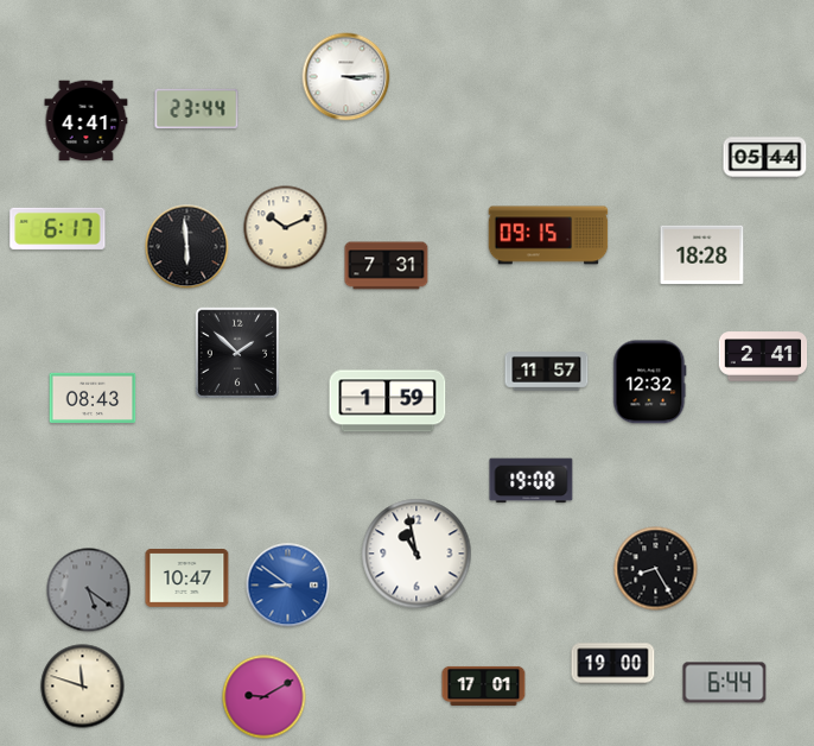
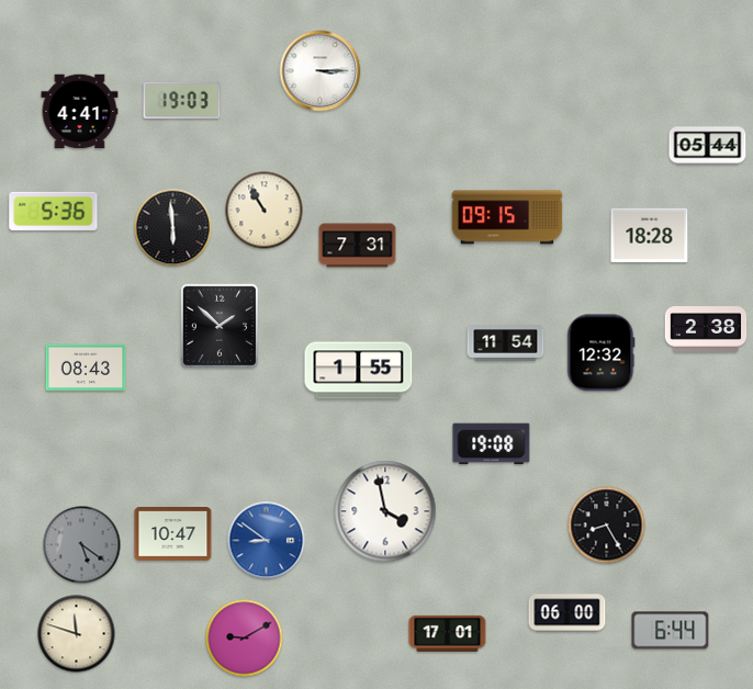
clock at (197, 109): 23:44 -> 19:03
clock at (58, 228): 6:17 -> 5:36
clock at (286, 228): 10:11 -> 10:55
clock at (763, 356): 2:41 -> 2:38
clock at (547, 372): 11:57 -> 11:54
clock at (388, 402): 1:59 -> 1:55
clock at (416, 554): 10:58 -> 3:58
clock at (613, 664): 19:00 -> 06:00
clock at (265, 697) position: (265, 697) -> (245, 639)
